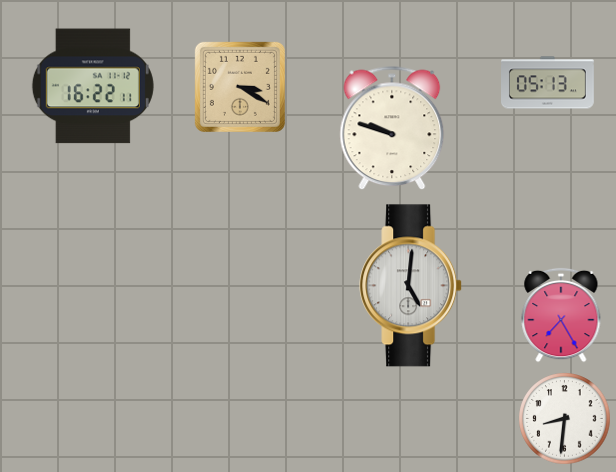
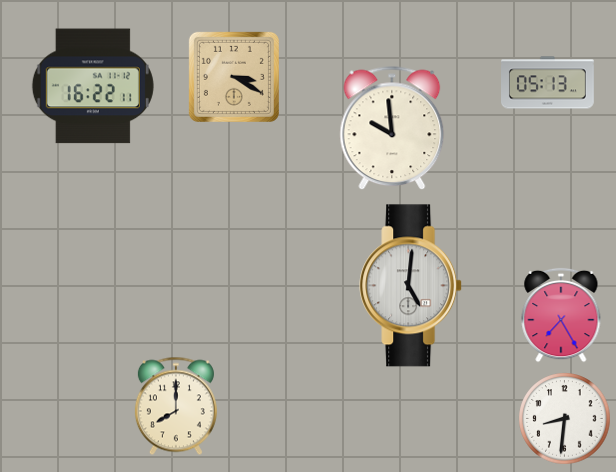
clock at (240, 87) position: (240, 87) -> (234, 77)
clock at (392, 128): 9:48 -> 9:59
clock at (176, 406): none -> 8:00
